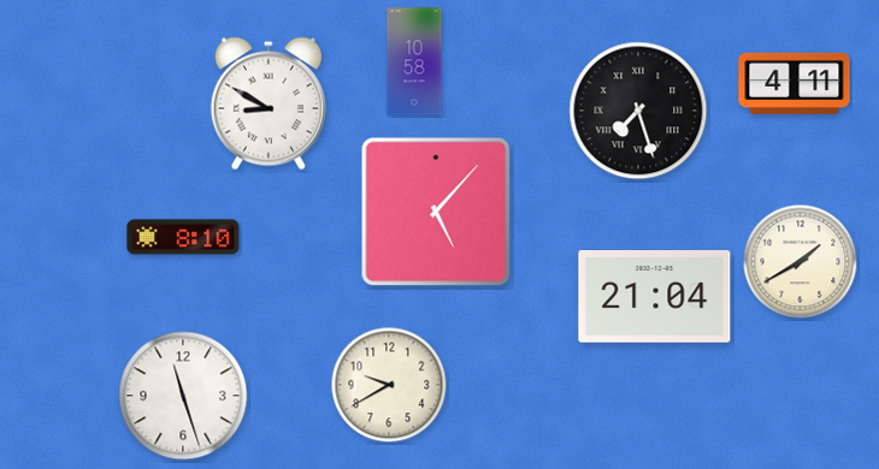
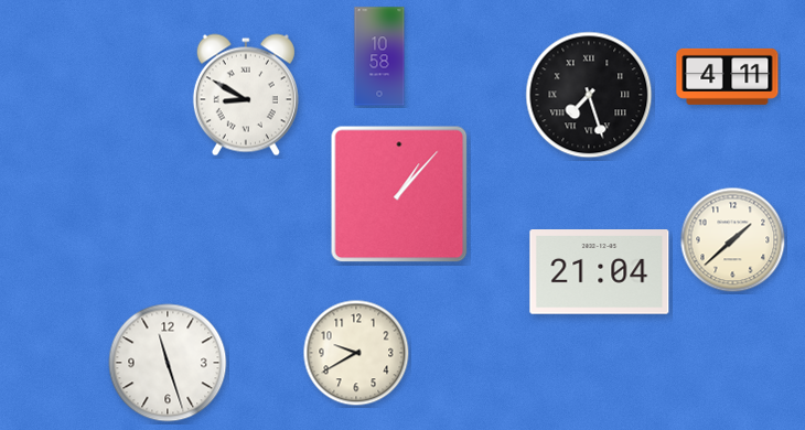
clock at (638, 111) position: (638, 111) -> (589, 95)
clock at (436, 212): 5:07 -> 1:07
clock at (183, 237): 8:10 -> none
clock at (801, 262): 1:40 -> 1:38
